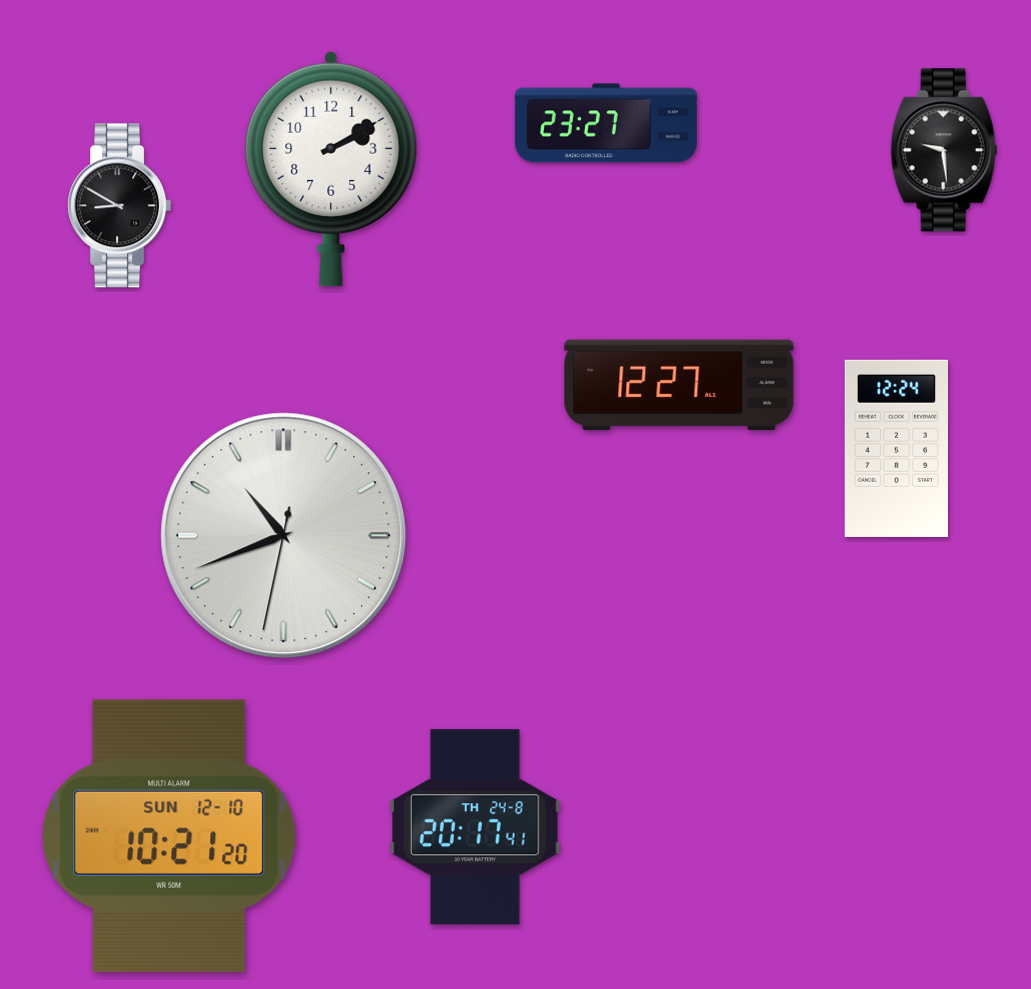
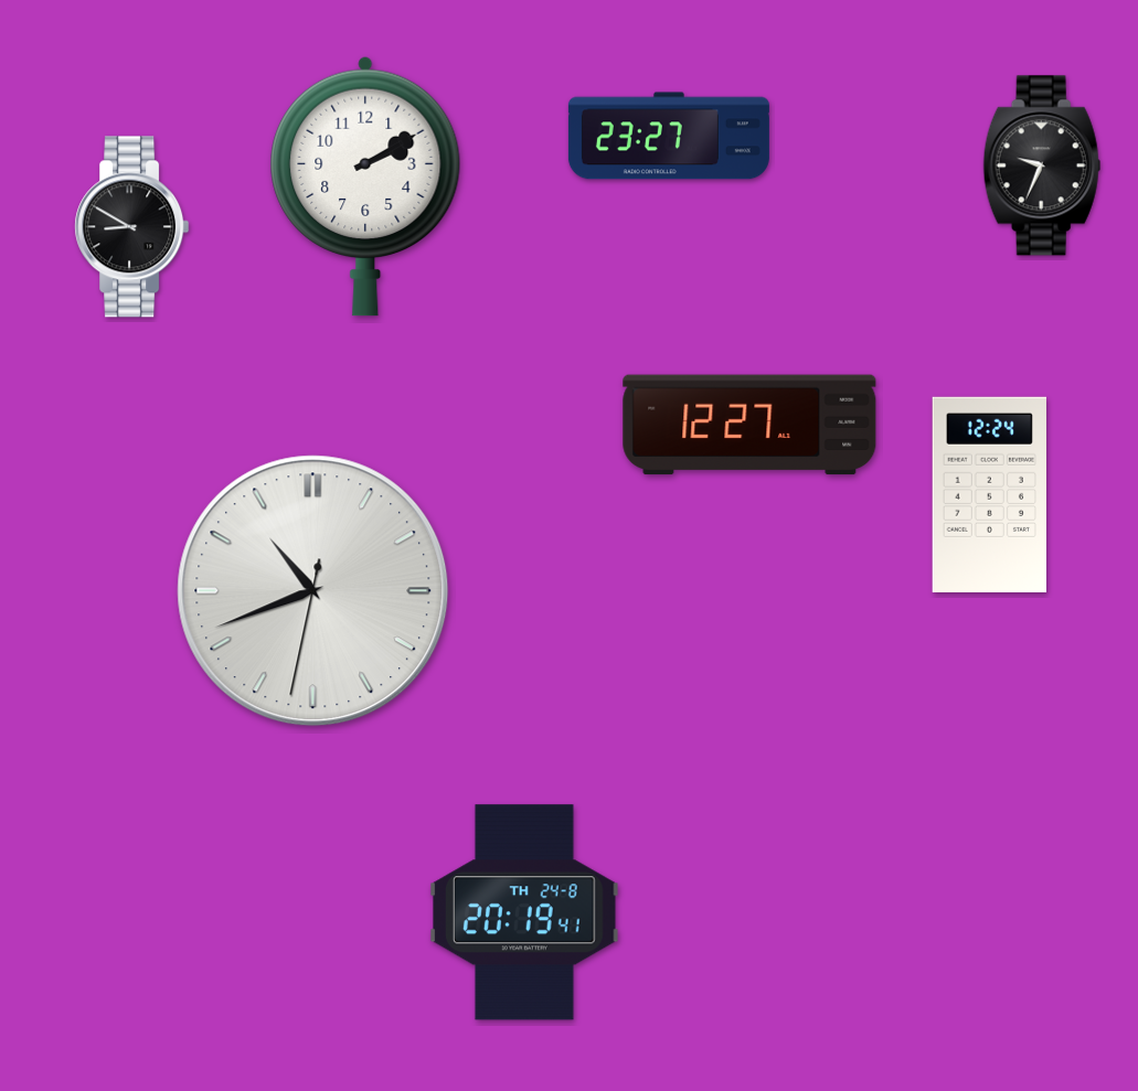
clock at (944, 150): 9:29 -> 9:34
clock at (476, 827): 20:17 -> 20:19
clock at (169, 836): 10:21 -> none
